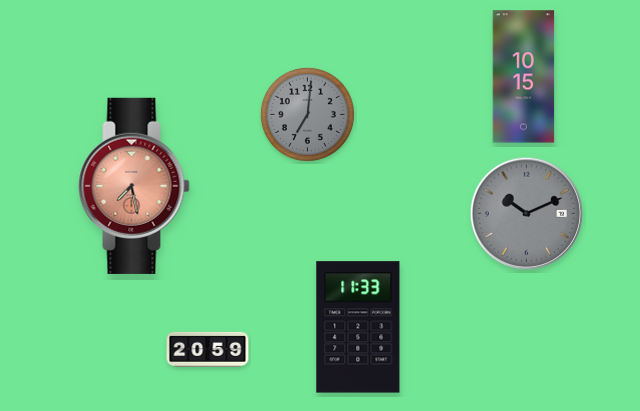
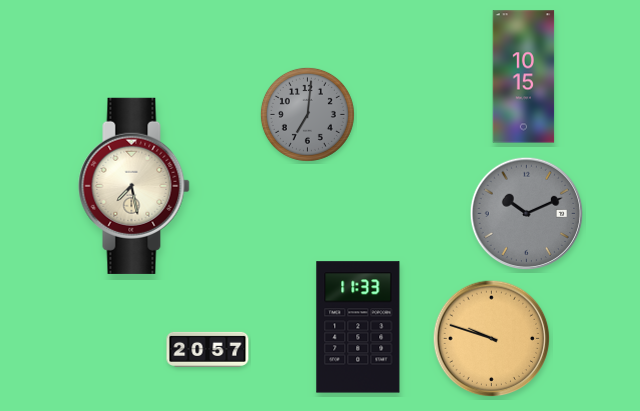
clock at (134, 186) dial: salmon -> cream
clock at (492, 339): none -> 9:48
clock at (208, 349): 20:59 -> 20:57
